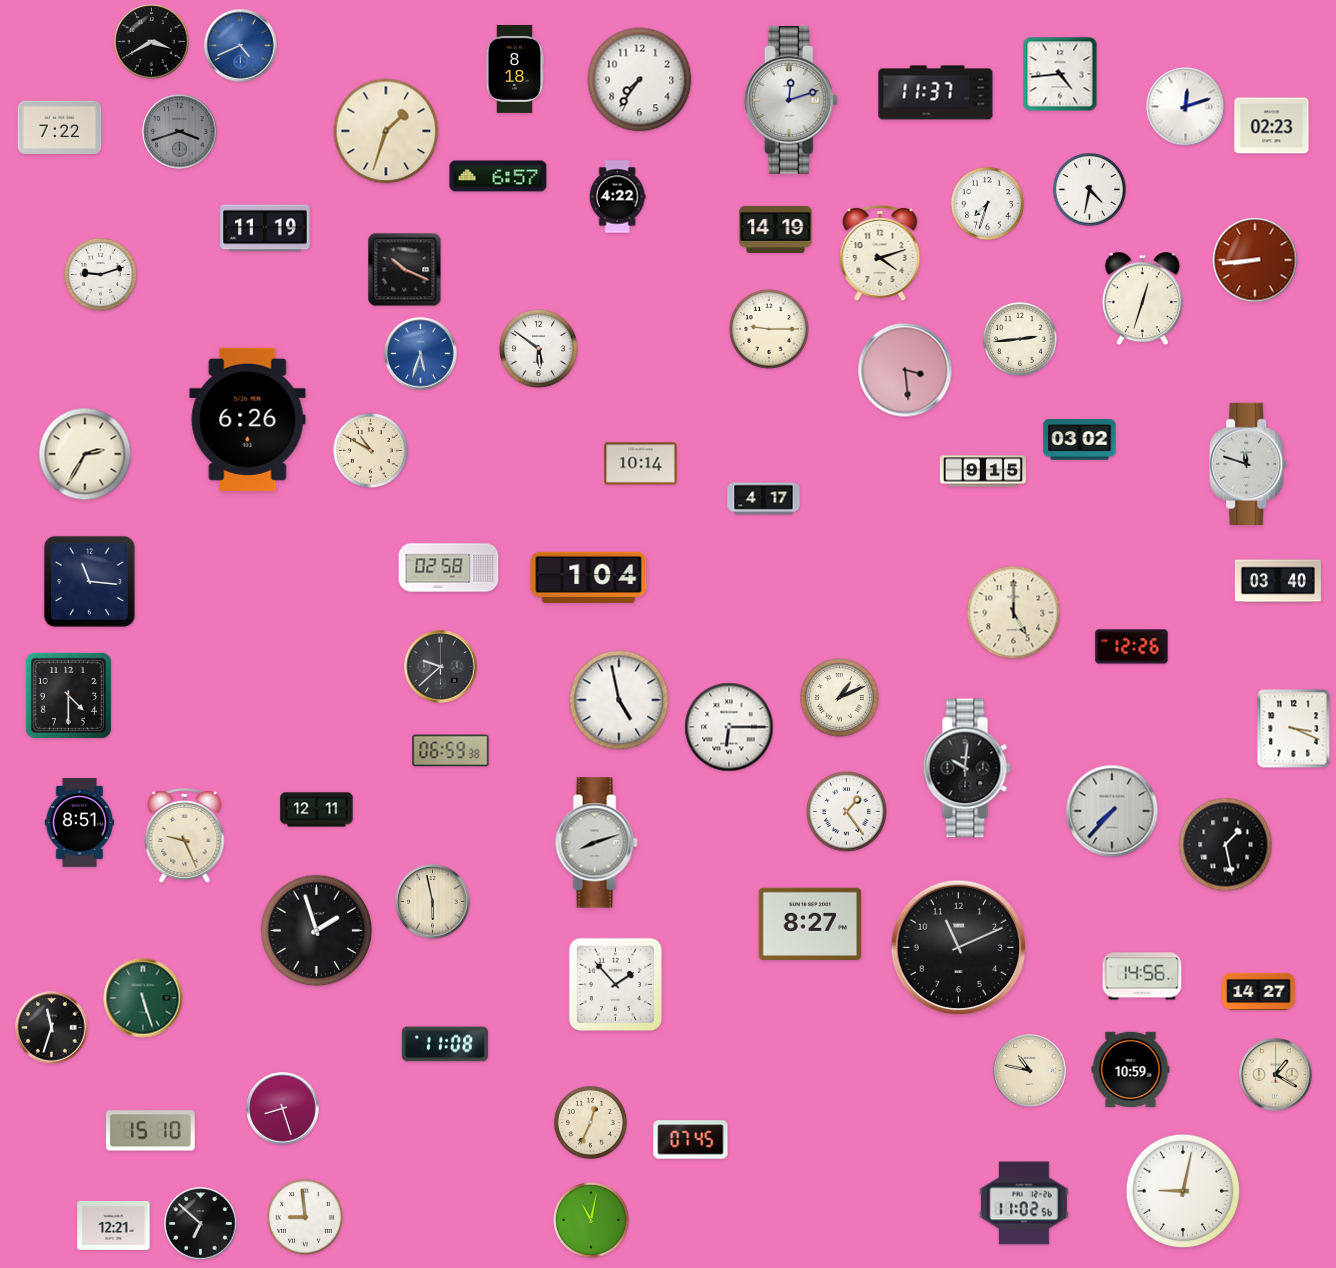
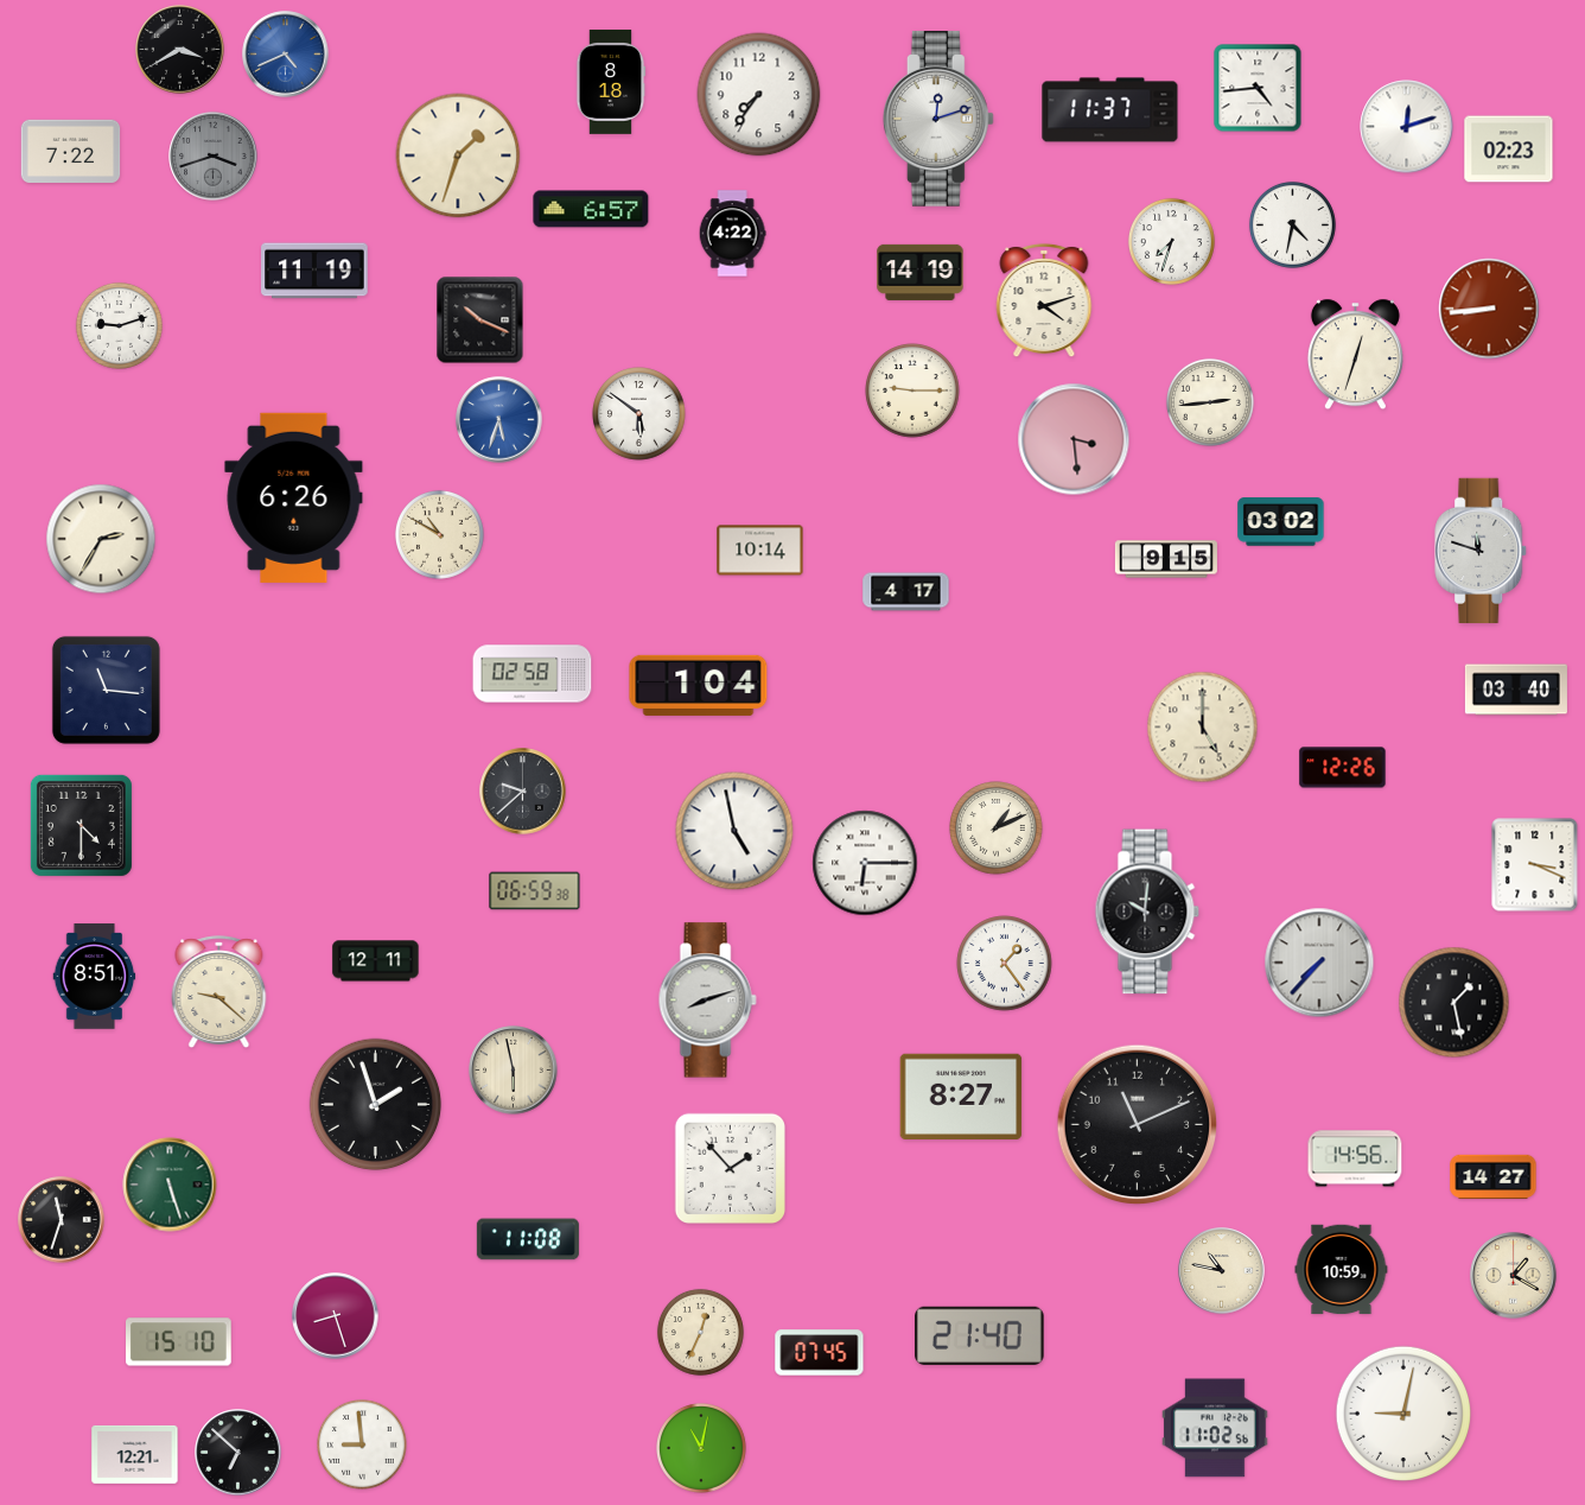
clock at (185, 836): 9:26 -> 9:22
clock at (980, 1335): none -> 21:40
